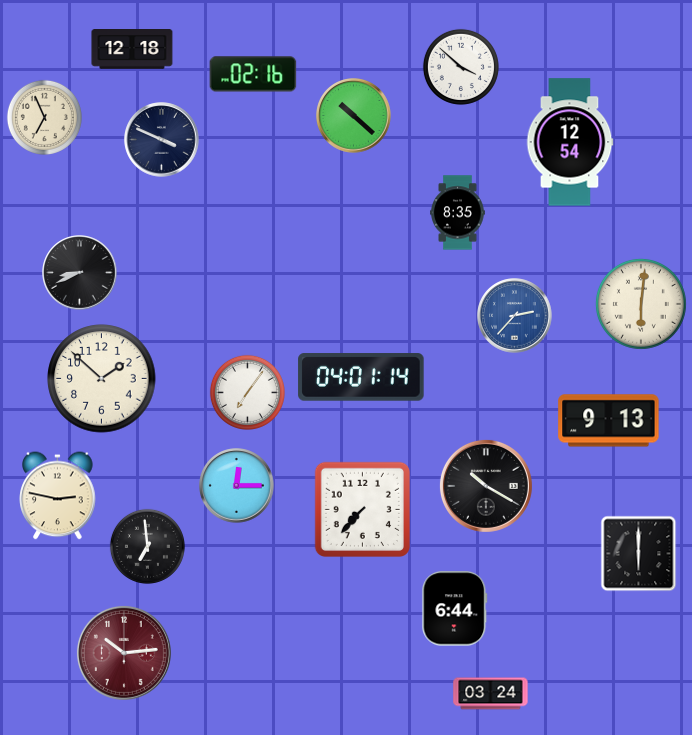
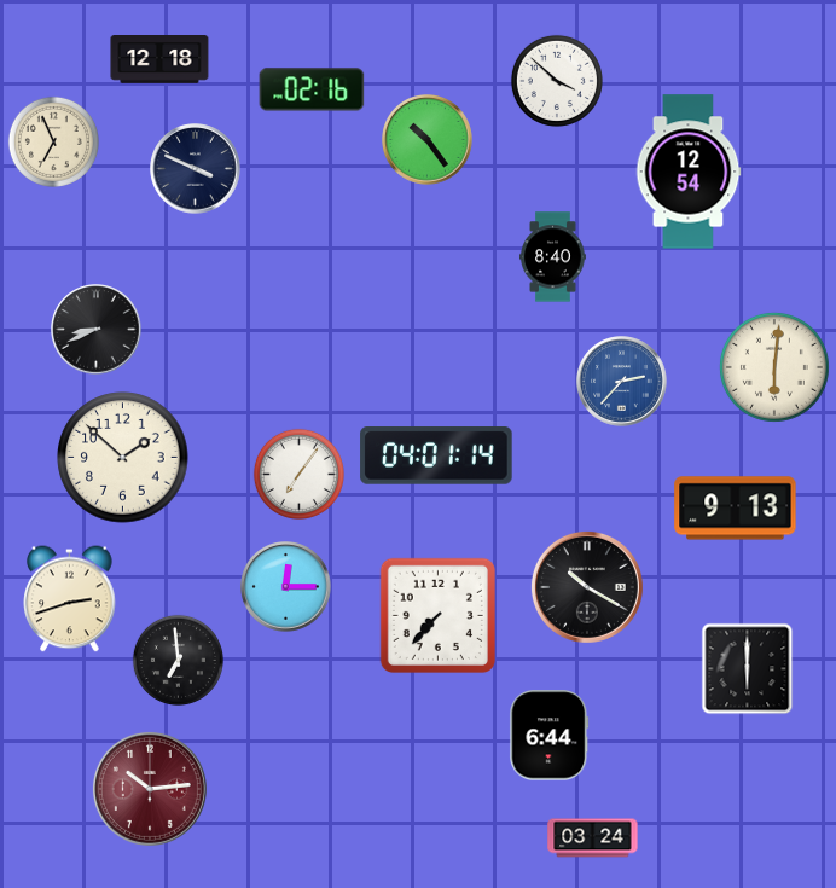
clock at (253, 74) position: (253, 74) -> (312, 89)
clock at (354, 116): 10:22 -> 10:24
clock at (458, 213): 8:35 -> 8:40
clock at (58, 496): 2:47 -> 2:42
clock at (639, 554) position: (639, 554) -> (748, 669)
